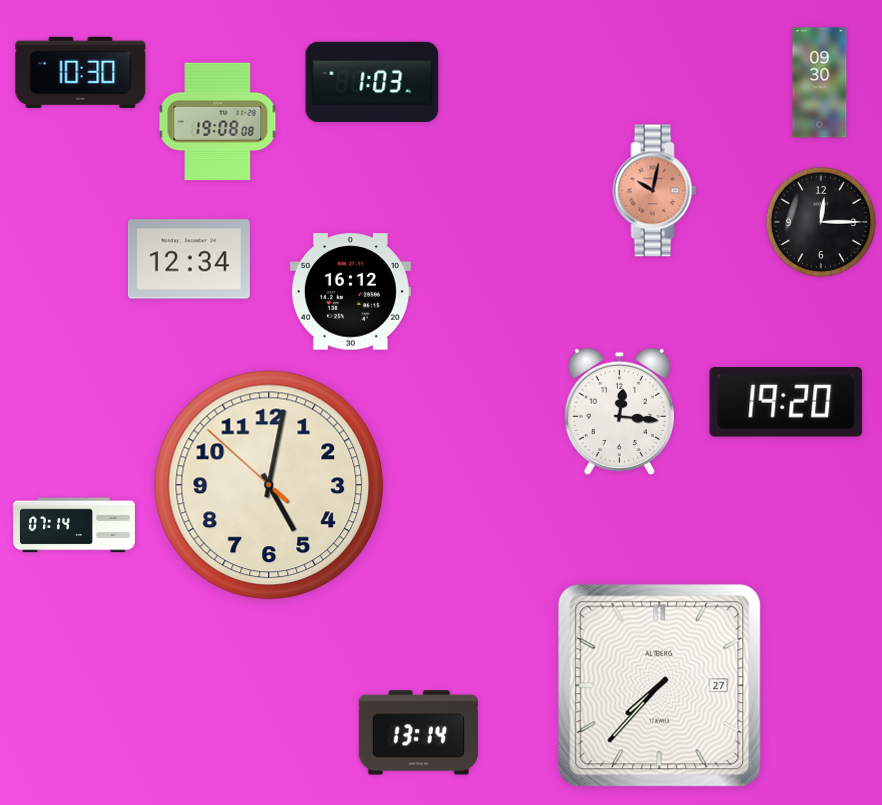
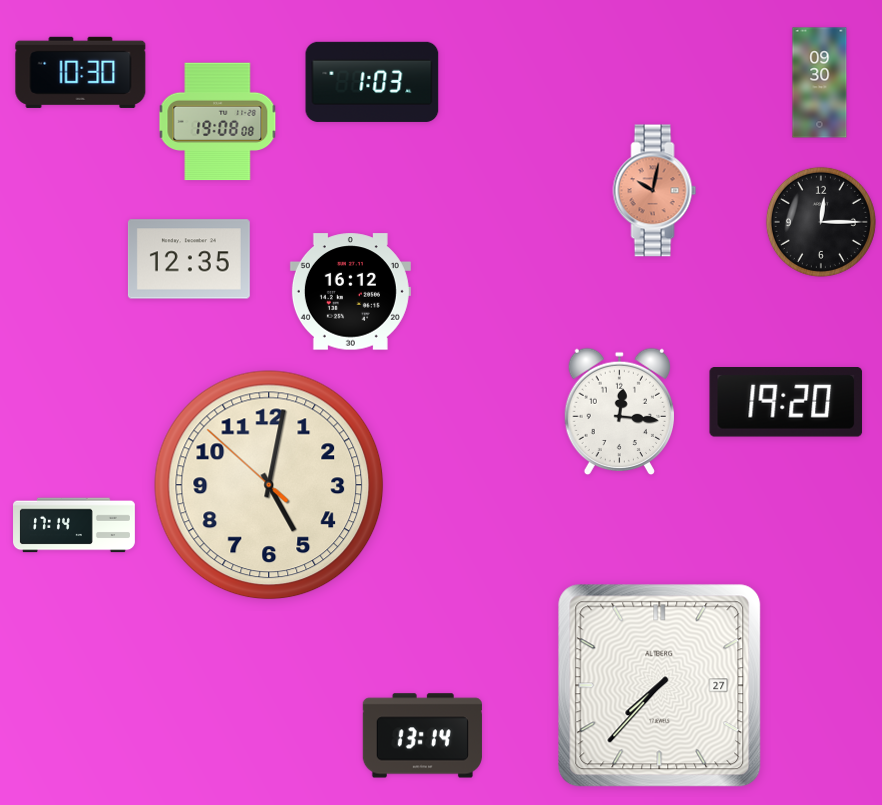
clock at (189, 259): 12:34 -> 12:35
clock at (75, 525): 07:14 -> 17:14
clock at (418, 733) position: (418, 733) -> (422, 736)
